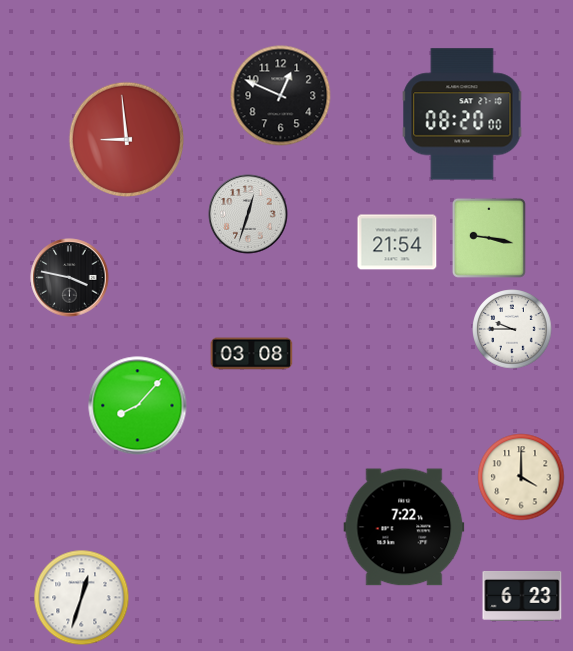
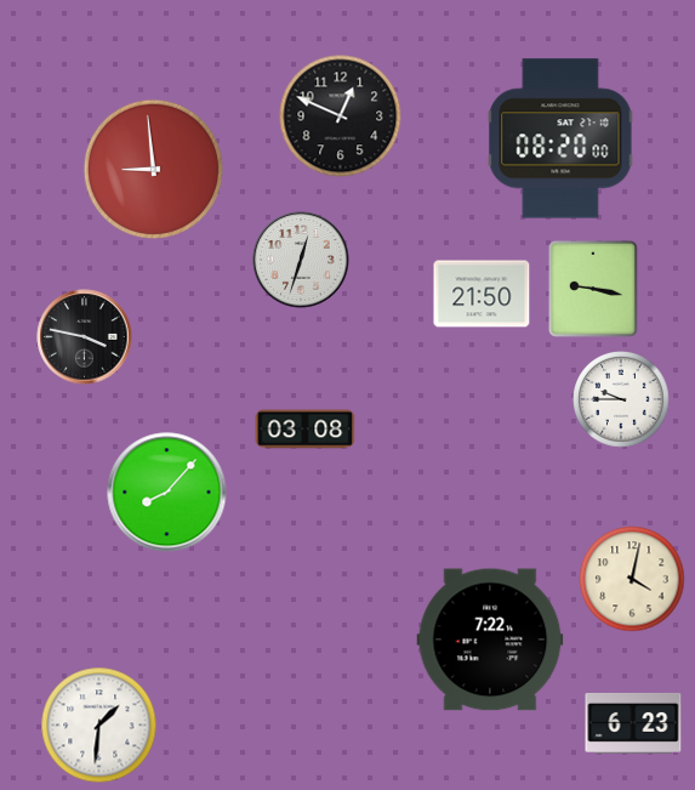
clock at (397, 242): 21:54 -> 21:50
clock at (521, 477): 4:00 -> 4:02
clock at (82, 598): 12:33 -> 1:31
